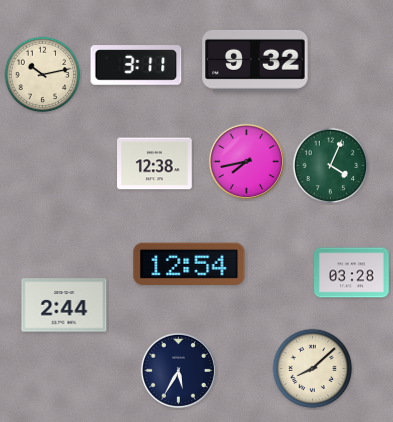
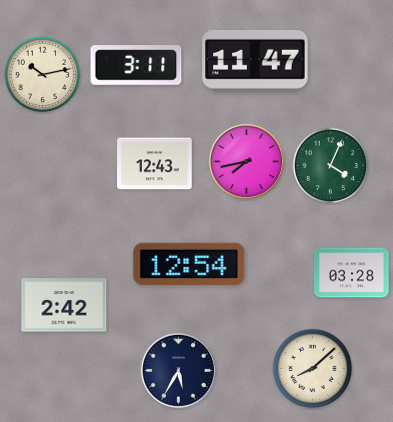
clock at (255, 61): 9:32 -> 11:47
clock at (155, 164): 12:38 -> 12:43
clock at (64, 305): 2:44 -> 2:42
